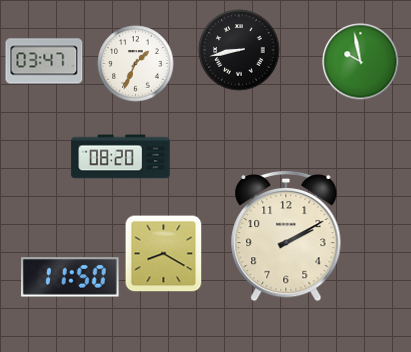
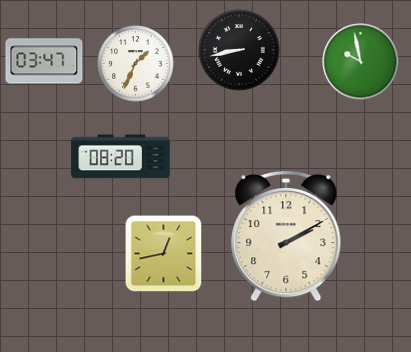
clock at (163, 253): 8:20 -> 12:43
clock at (70, 277): 11:50 -> none
